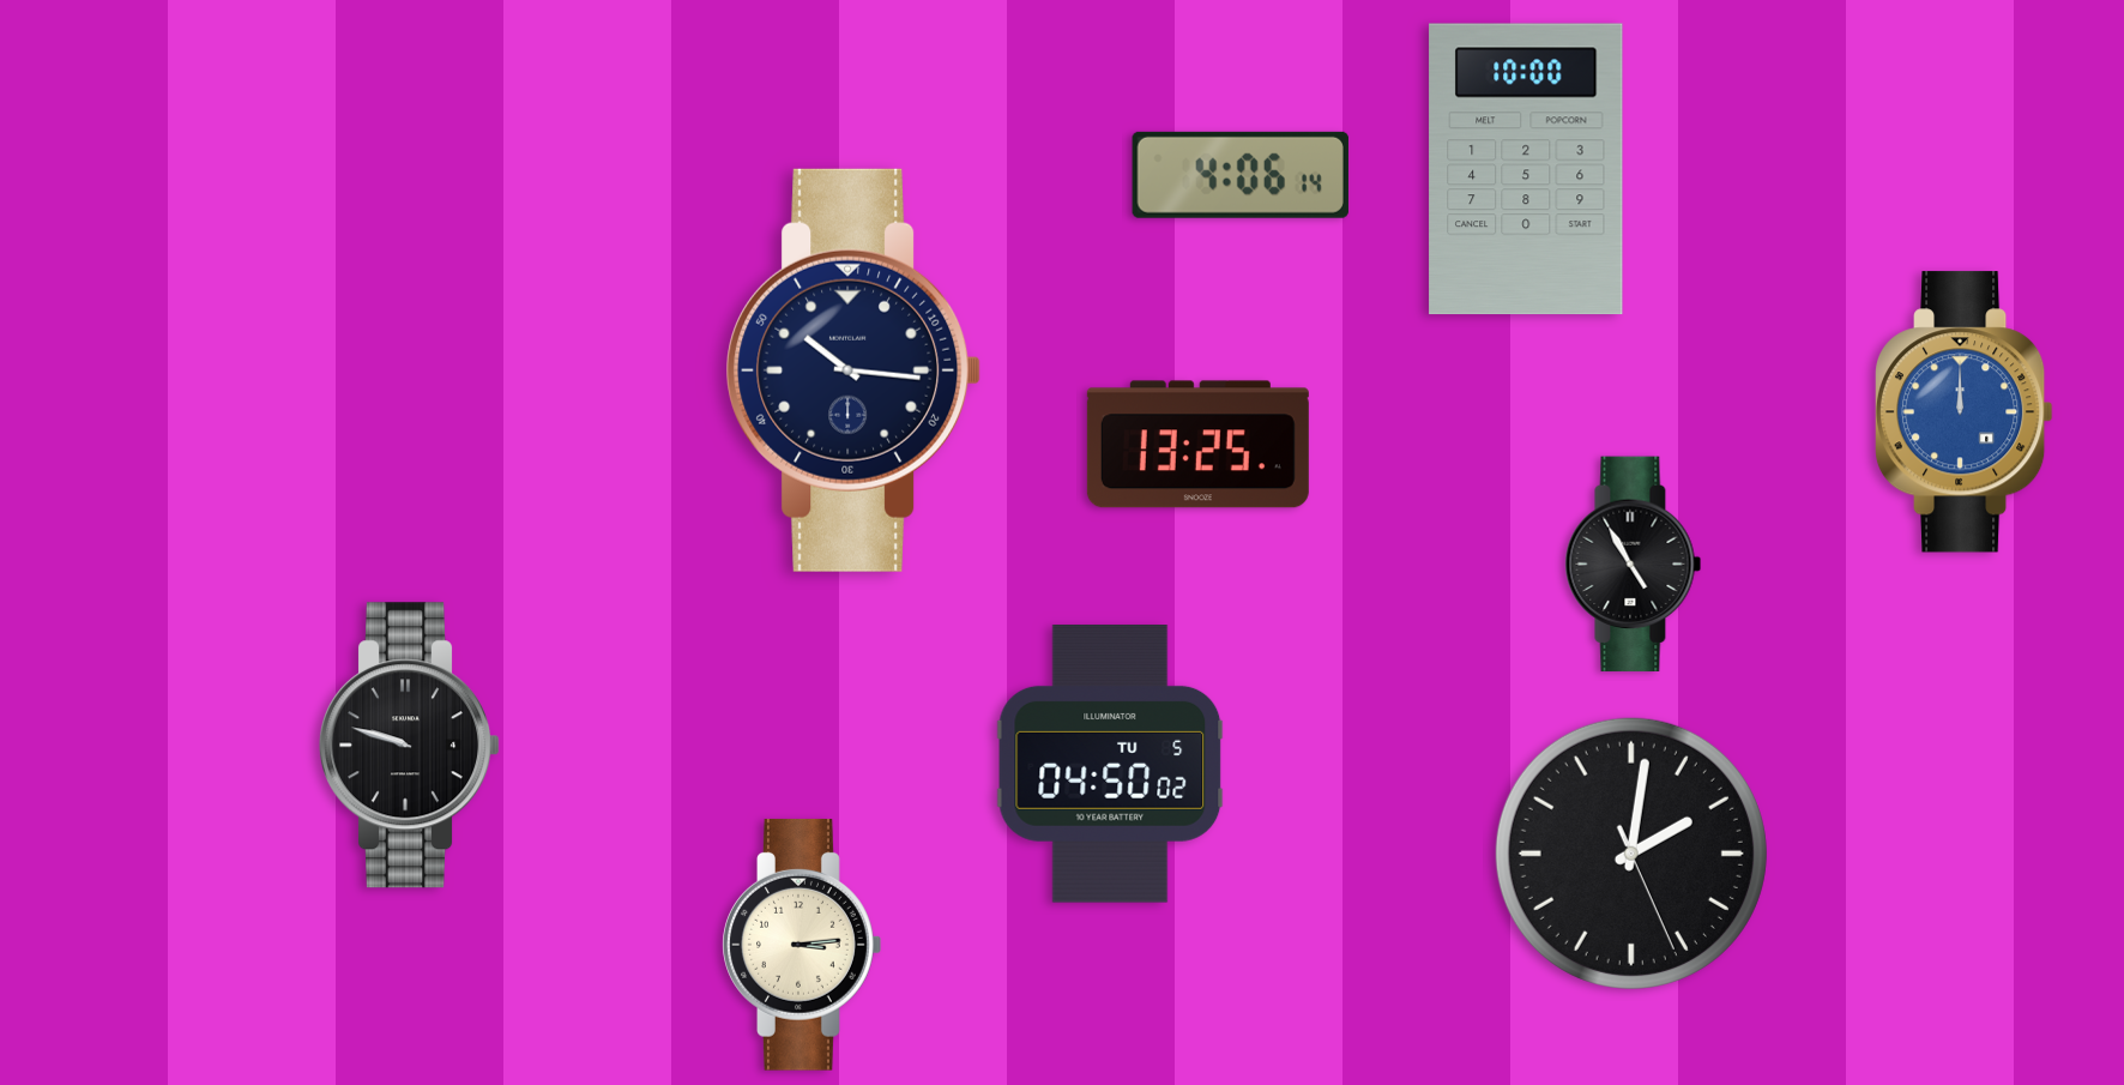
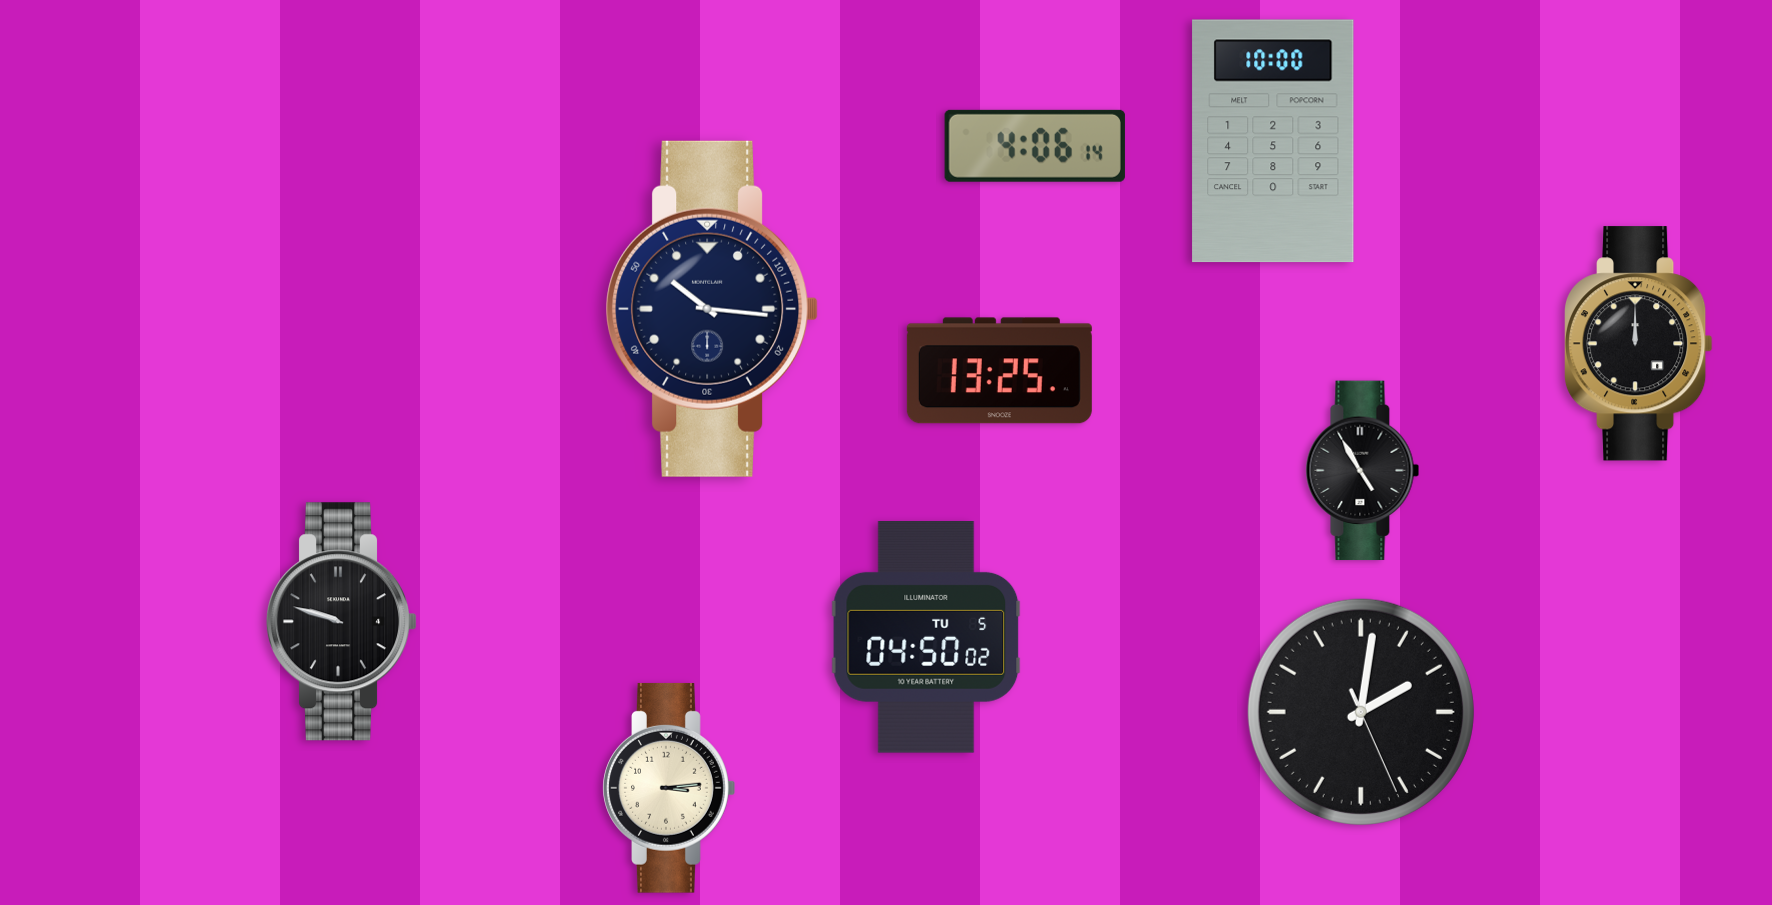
clock at (1963, 412) dial: blue -> black
